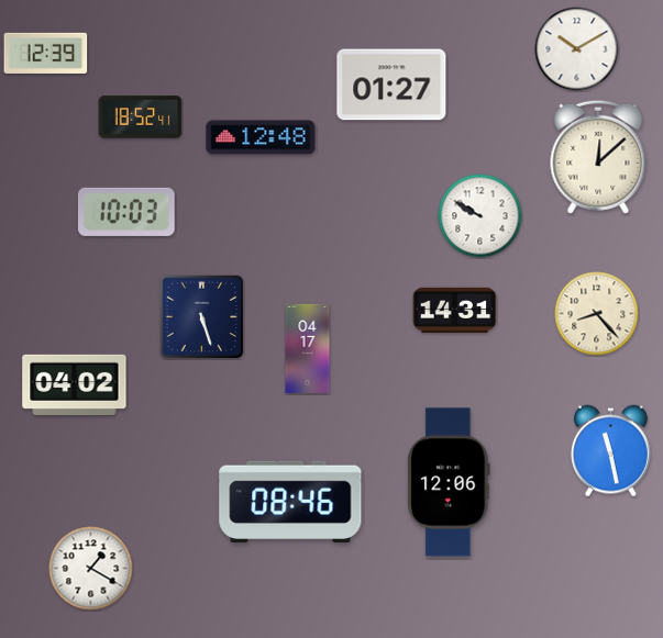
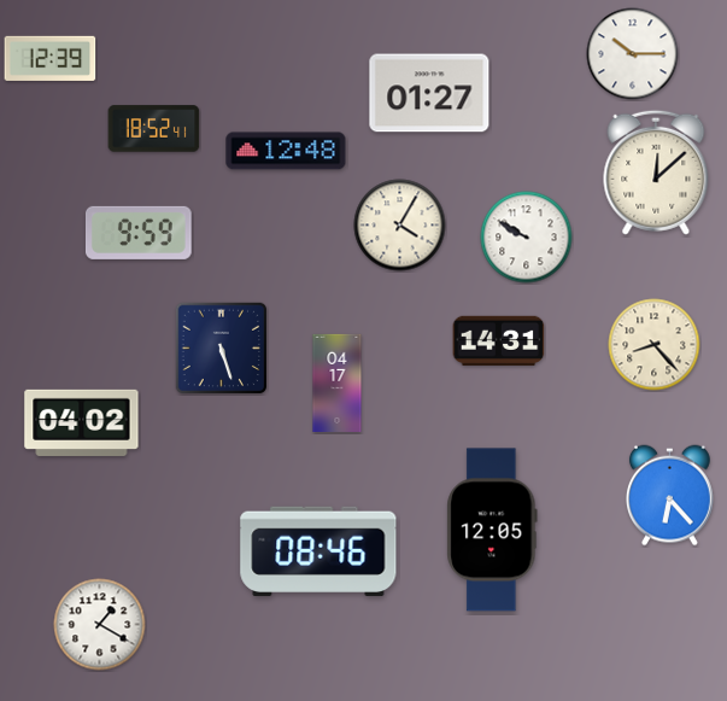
clock at (577, 49): 10:10 -> 10:15
clock at (400, 226): none -> 4:05
clock at (126, 212): 10:03 -> 9:59
clock at (611, 451): 11:28 -> 6:23
clock at (449, 482): 12:06 -> 12:05
